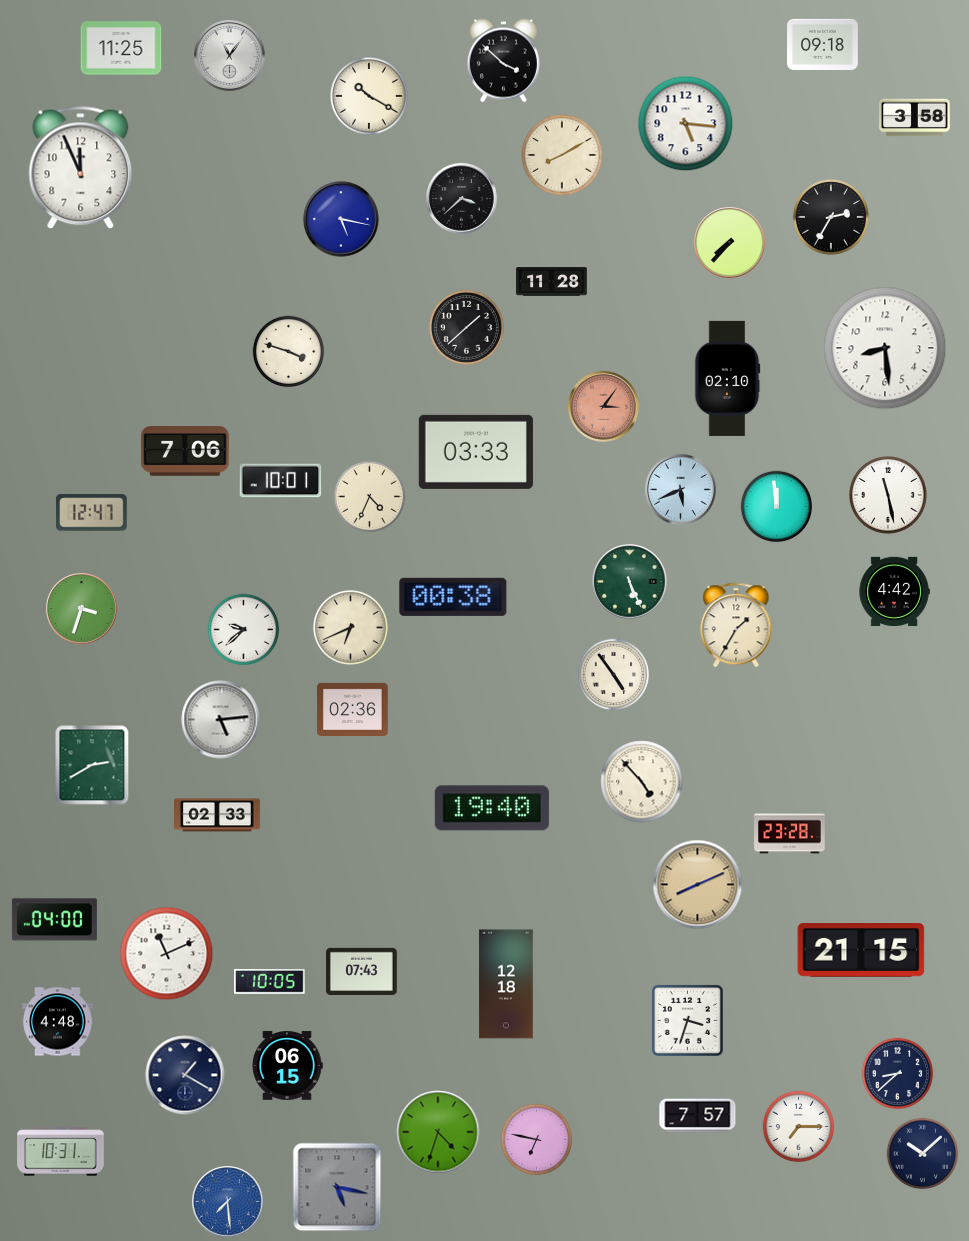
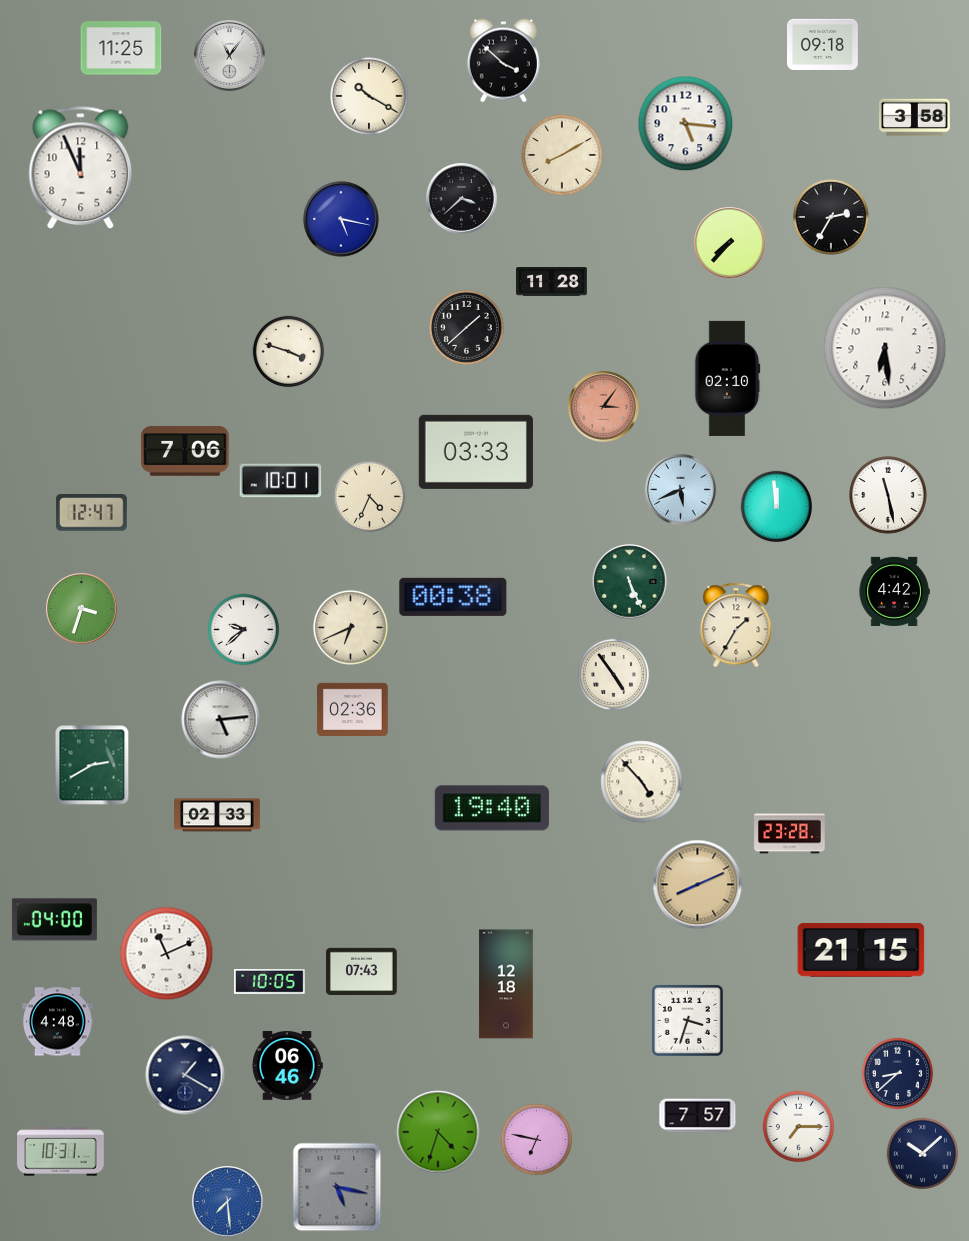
clock at (885, 348): 8:29 -> 6:29
clock at (287, 1066): 06:15 -> 06:46
